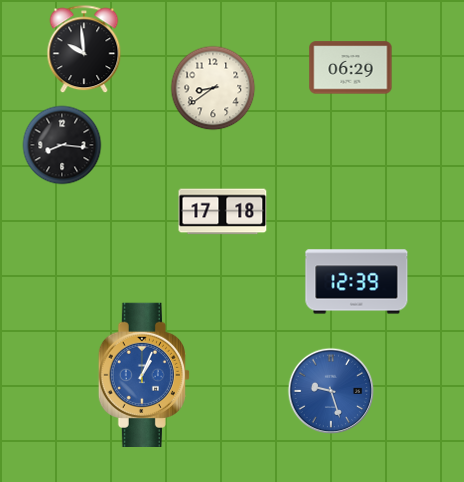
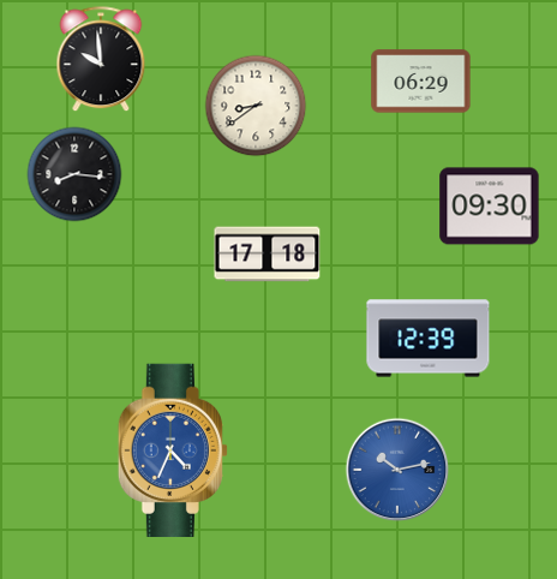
clock at (490, 207): none -> 09:30
clock at (144, 374): 1:04 -> 4:34
clock at (331, 391): 9:27 -> 10:13
